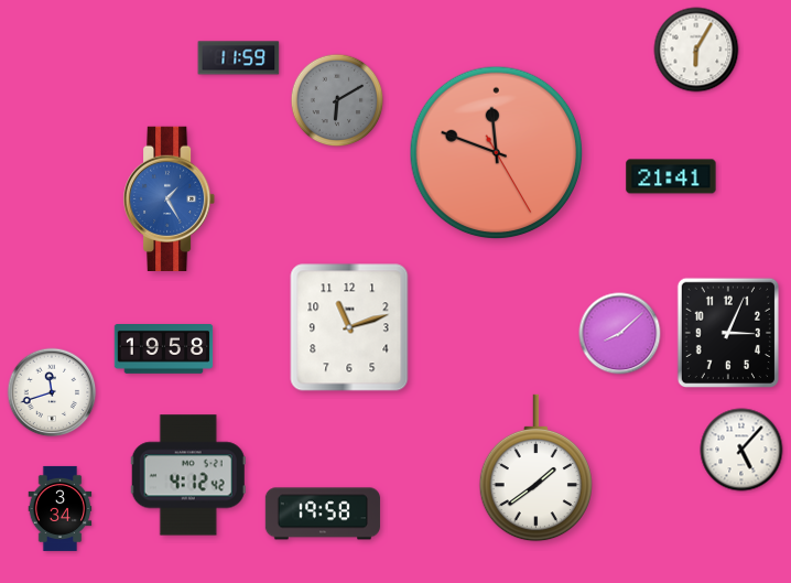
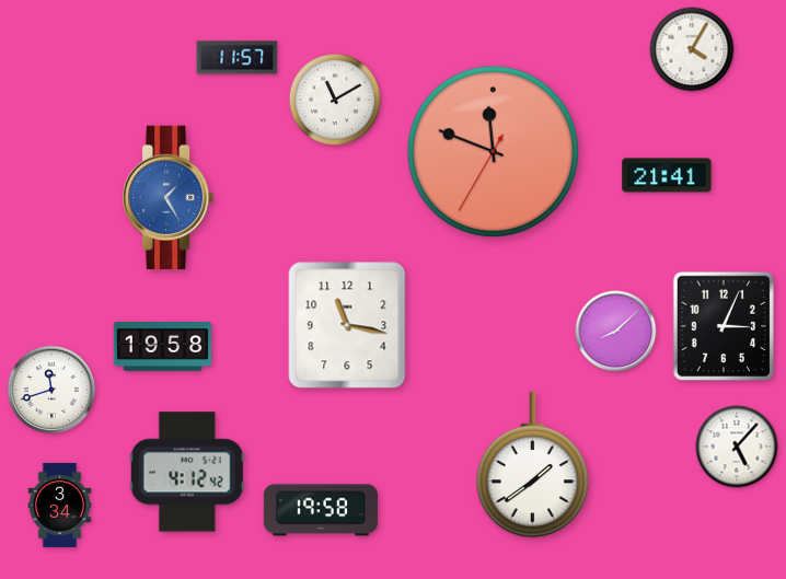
clock at (696, 50): 6:05 -> 4:05
clock at (239, 58): 11:59 -> 11:57
clock at (337, 100): 6:10 -> 11:10
clock at (337, 100) dial: grey -> white
clock at (497, 153): 11:48:25 -> 11:48:35
clock at (349, 327): 11:12 -> 11:17
clock at (727, 332) position: (727, 332) -> (723, 325)
